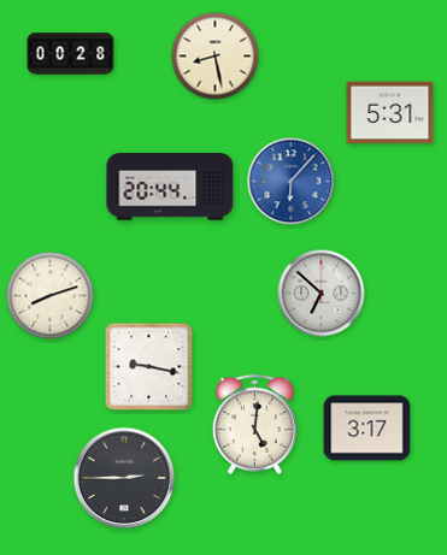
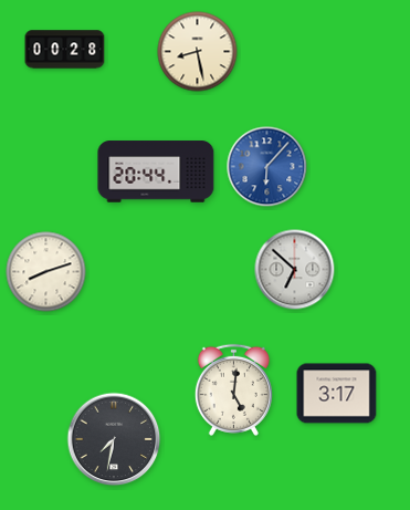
clock at (390, 113): 5:31 -> none
clock at (149, 367): 9:17 -> none
clock at (124, 478): 2:45 -> 7:32
